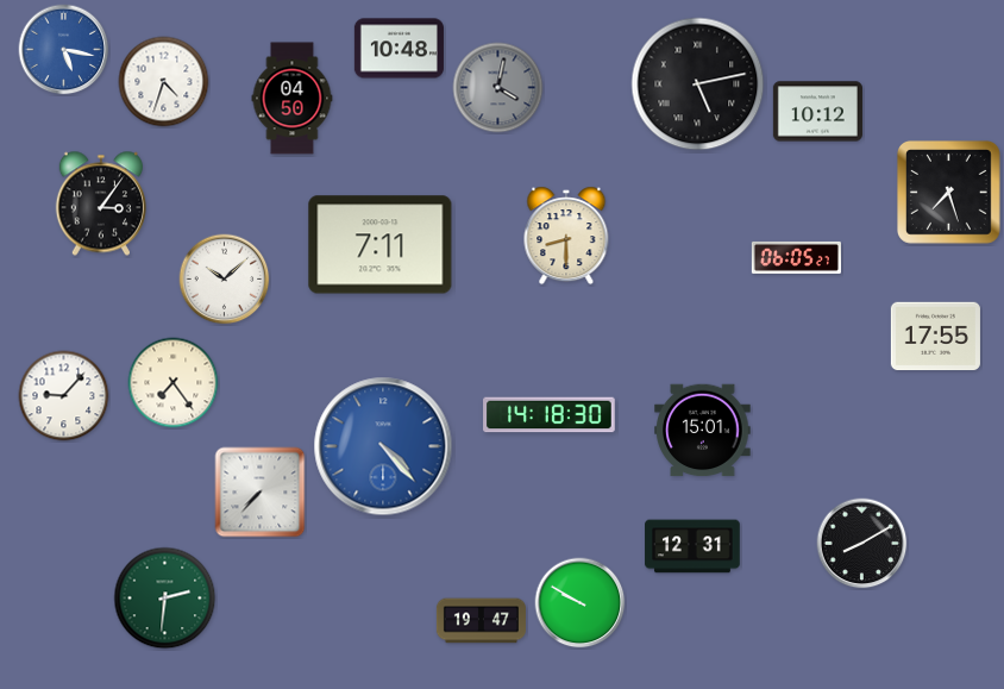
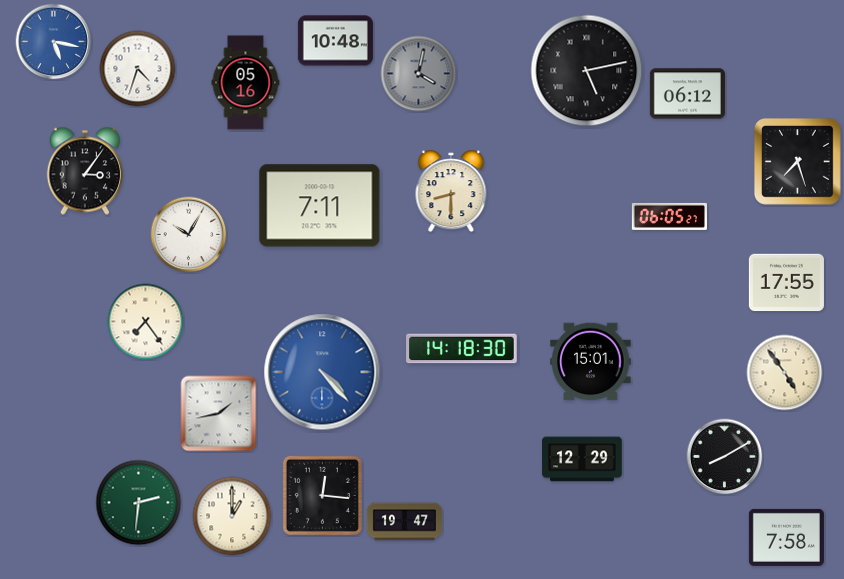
clock at (293, 99): 04:50 -> 05:16
clock at (817, 112): 10:12 -> 06:12
clock at (566, 236) position: (566, 236) -> (451, 191)
clock at (225, 280): 10:08 -> 10:05
clock at (64, 396): 9:07 -> none
clock at (785, 373): none -> 4:54
clock at (383, 446) position: (383, 446) -> (322, 372)
clock at (261, 493): 7:37 -> 1:43
clock at (692, 546): 12:31 -> 12:29
clock at (322, 495): none -> 12:16
clock at (581, 603): 9:50 -> none
clock at (232, 516): none -> 1:00
clock at (786, 537): none -> 7:58
